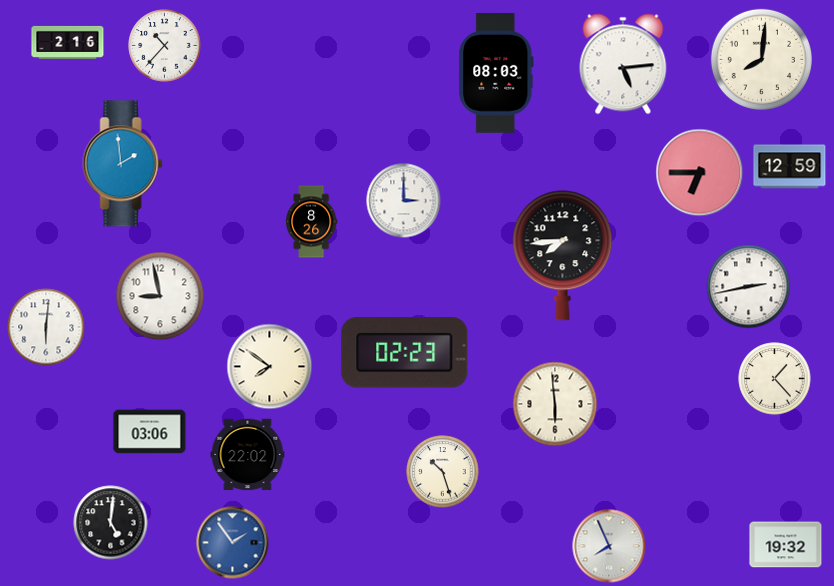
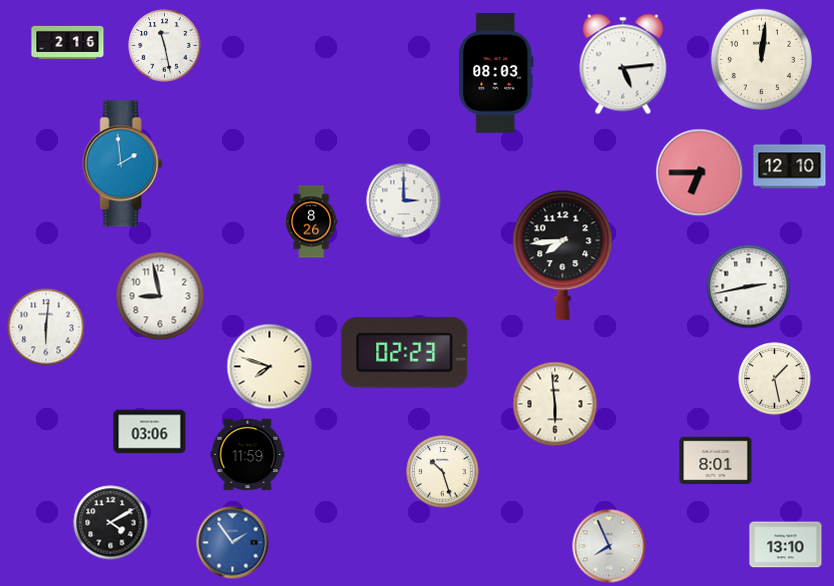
clock at (165, 46): 10:37 -> 11:28
clock at (761, 59): 8:01 -> 12:01
clock at (790, 167): 12:59 -> 12:10
clock at (270, 367): 7:51 -> 7:48
clock at (775, 379): 1:23 -> 1:28
clock at (248, 455): 22:02 -> 11:59
clock at (716, 461): none -> 8:01
clock at (111, 523): 5:01 -> 4:10
clock at (786, 545): 19:32 -> 13:10
